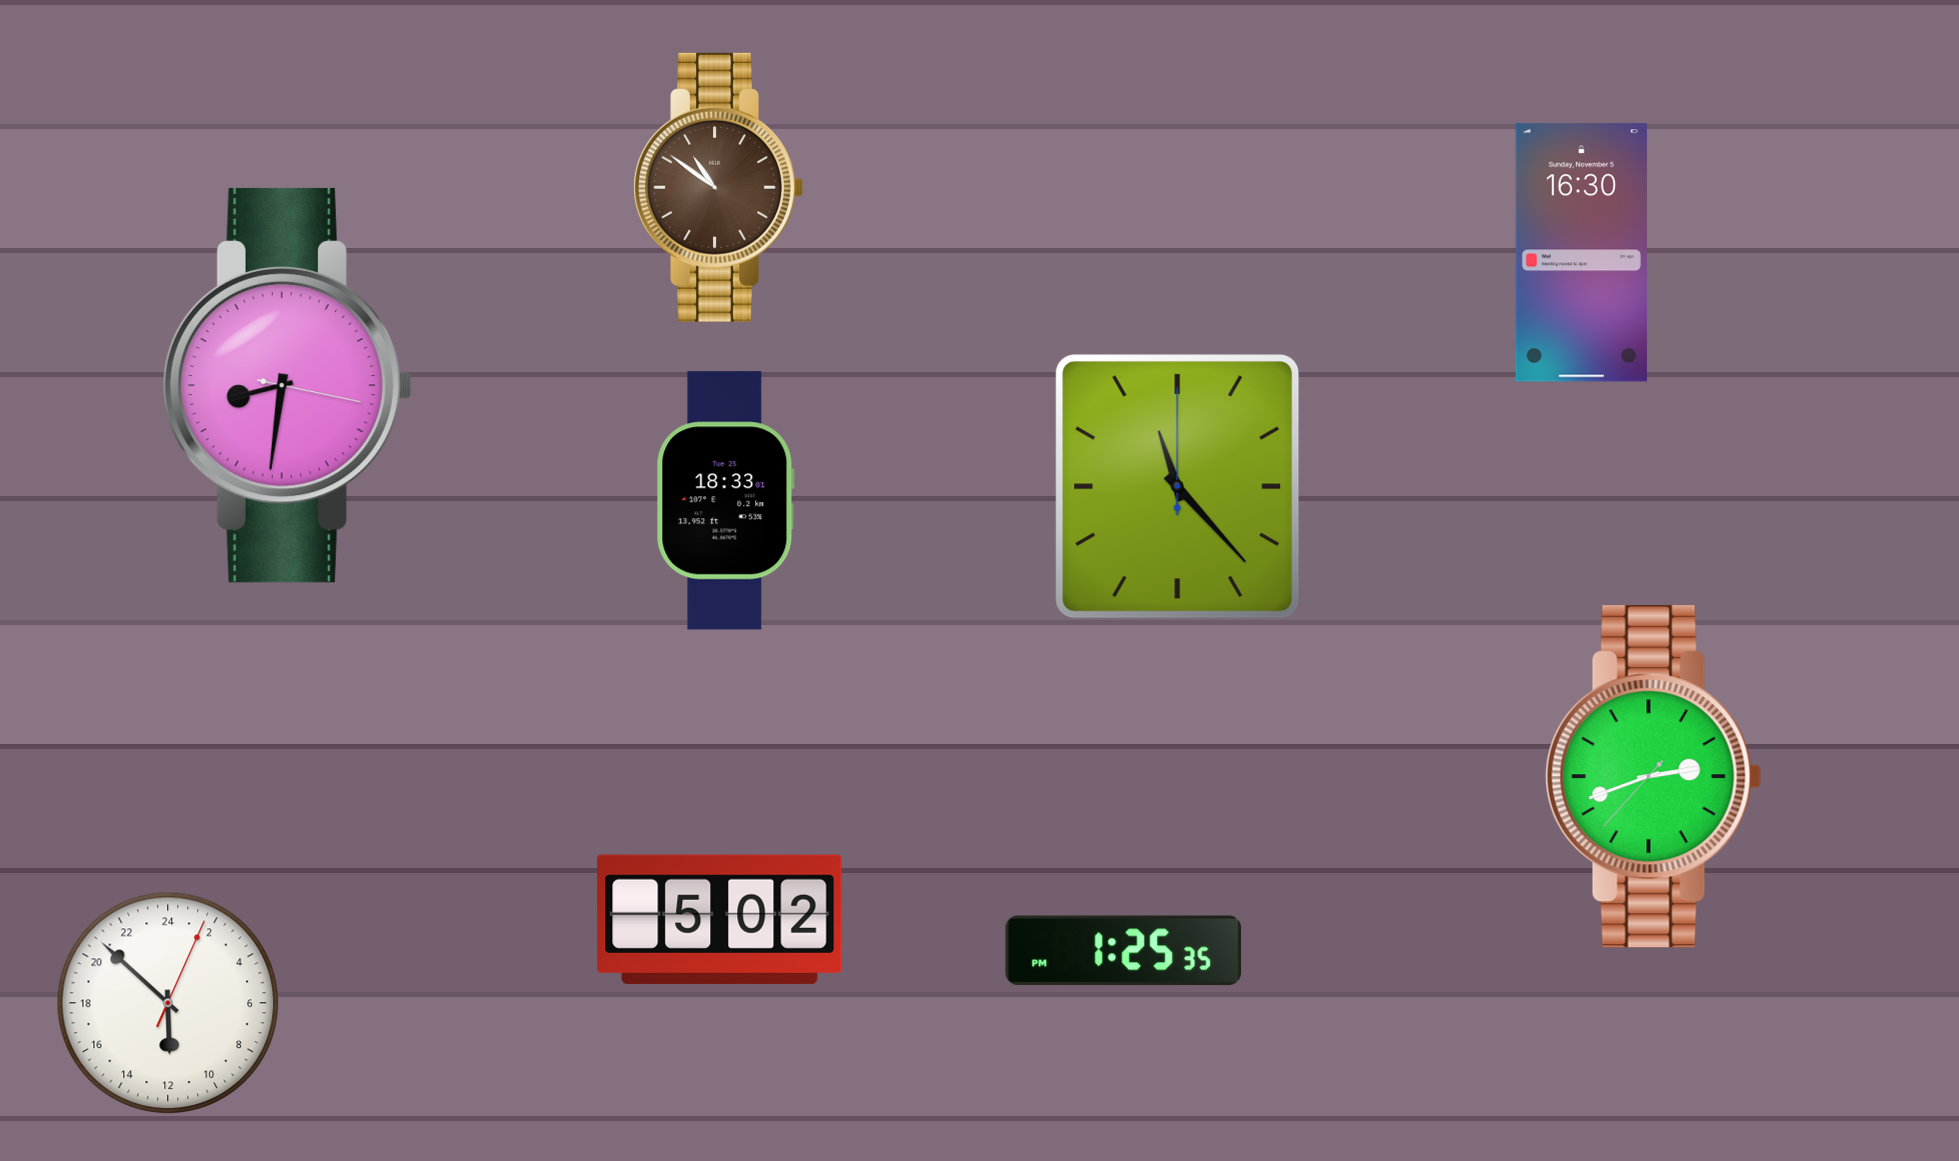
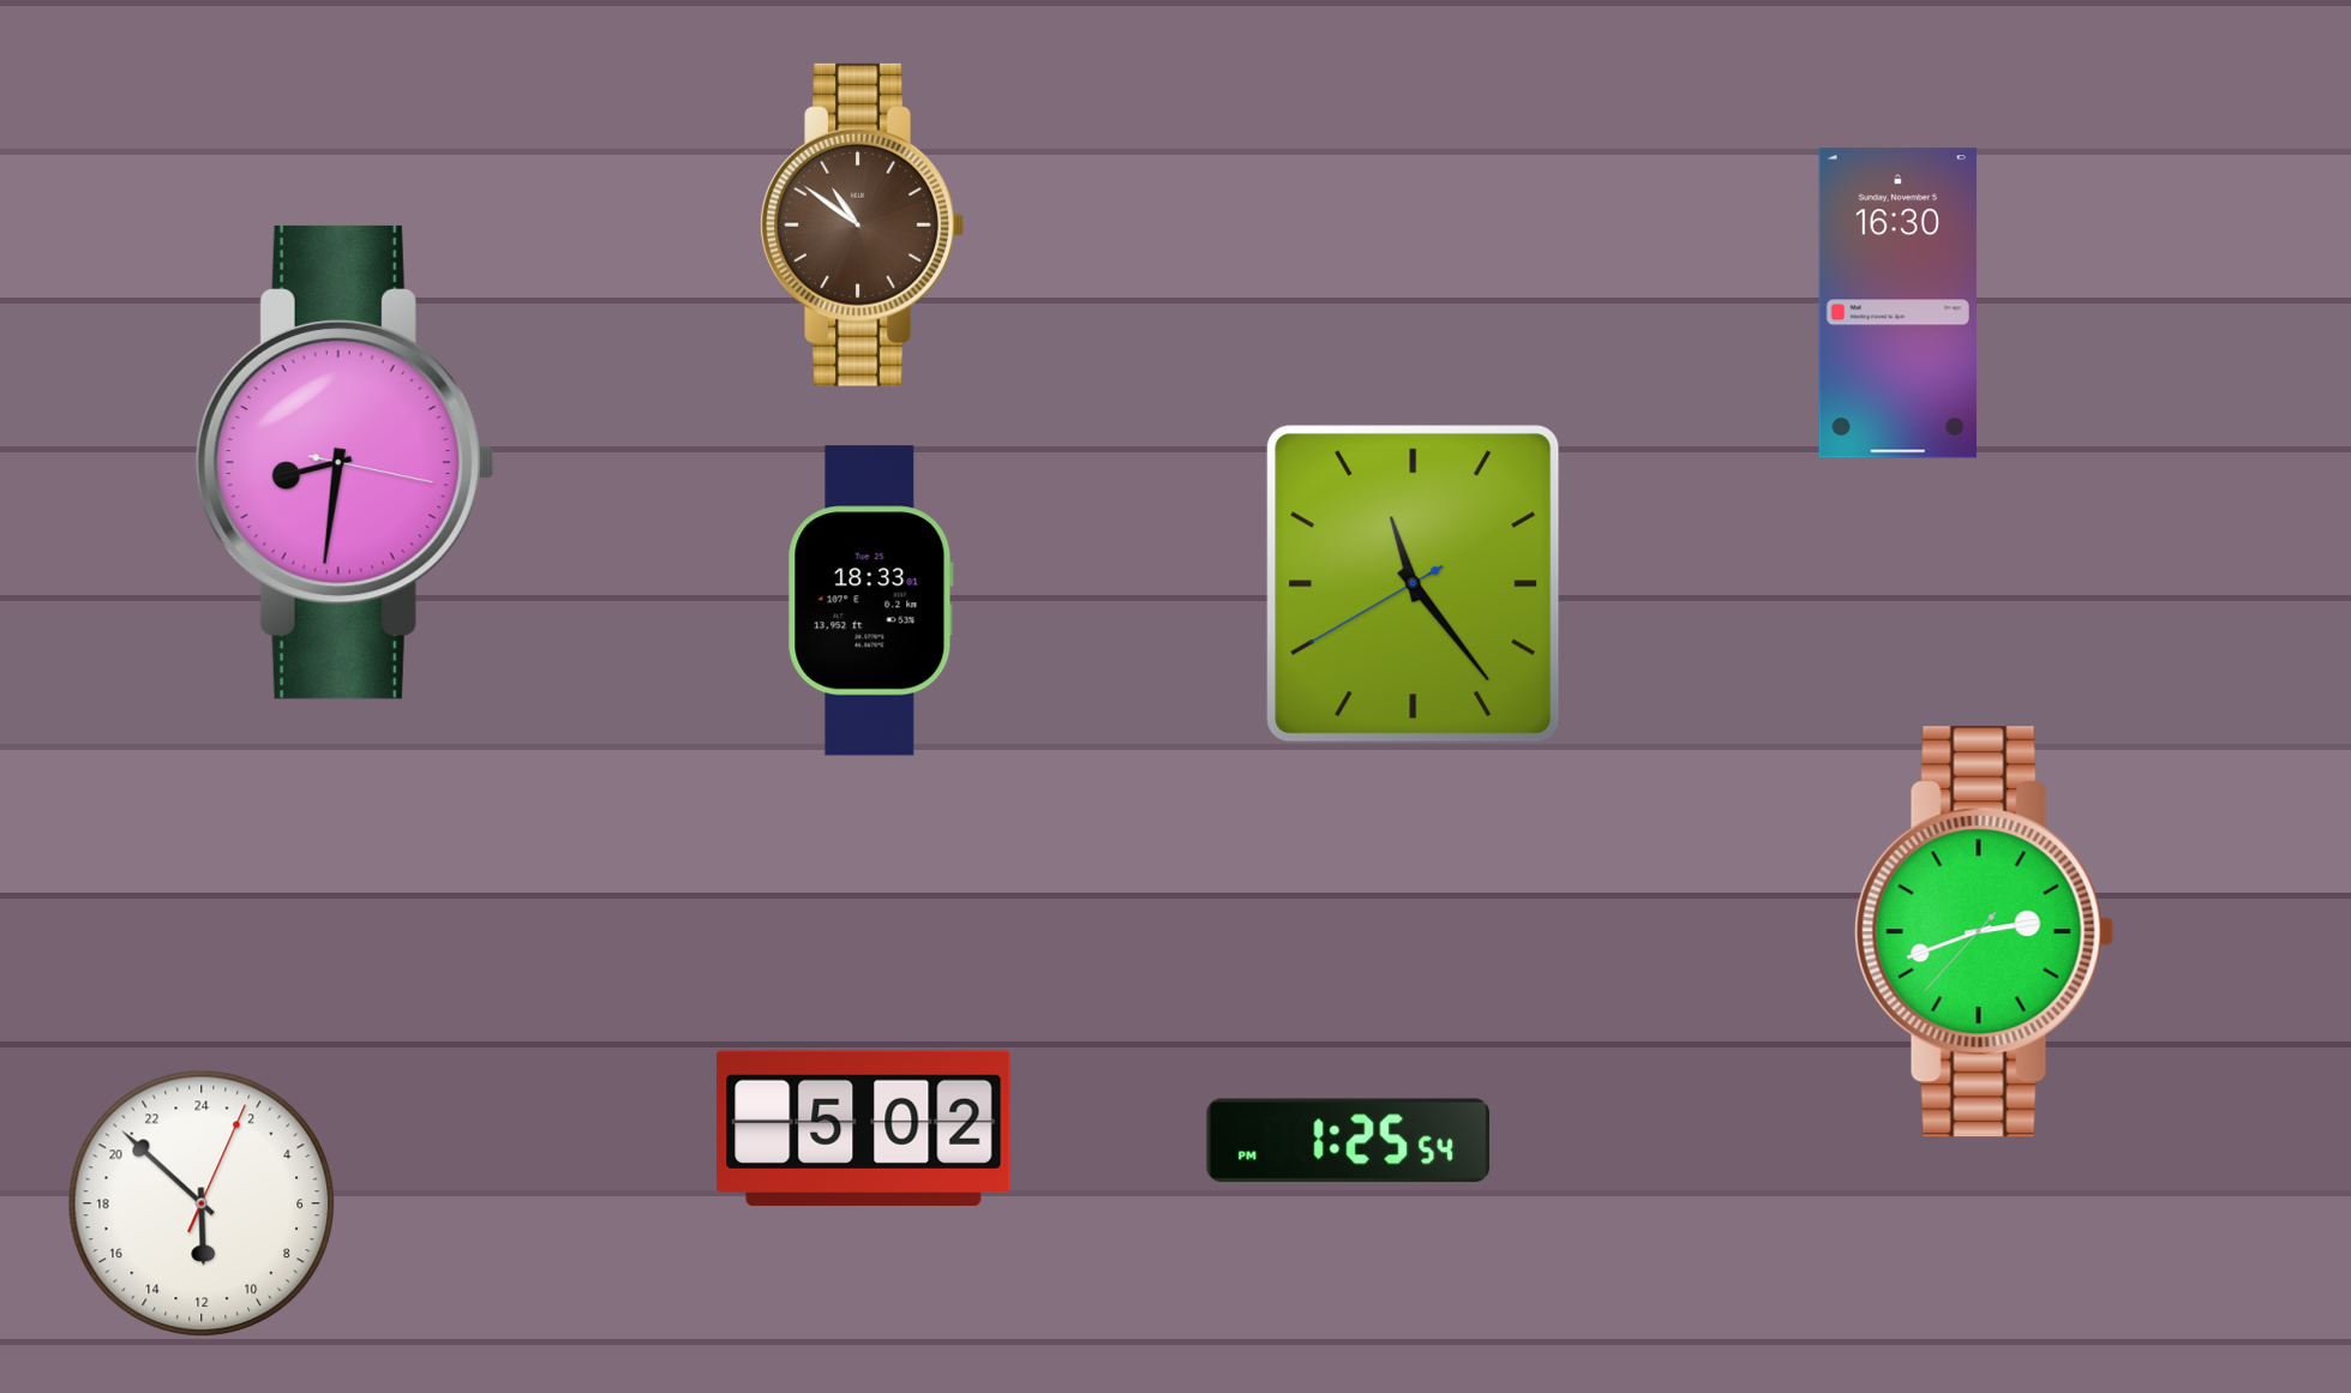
clock at (1178, 487): 11:23:00 -> 11:23:40
clock at (720, 919) position: (720, 919) -> (864, 1128)
clock at (1124, 951): 1:25:35 PM -> 1:25:54 PM
